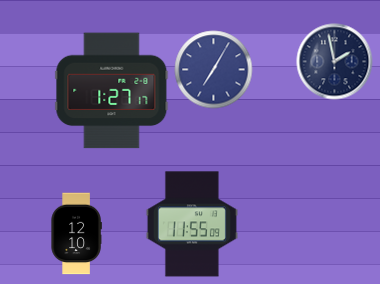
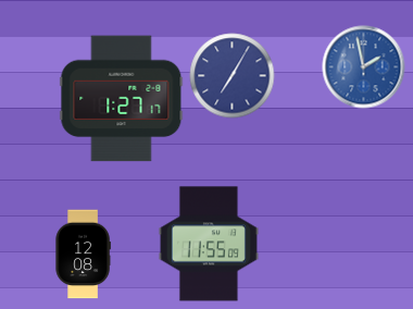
clock at (335, 62) dial: navy -> blue
clock at (76, 234): 12:10 -> 12:08
